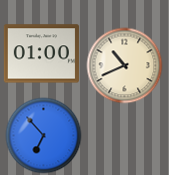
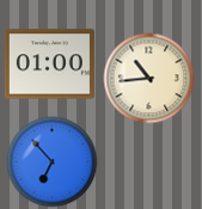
clock at (125, 66): 10:41 -> 10:44
